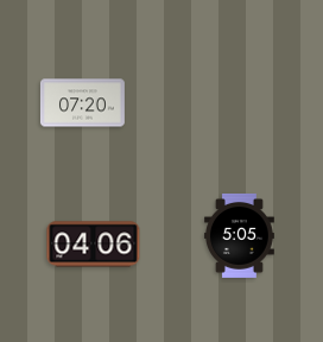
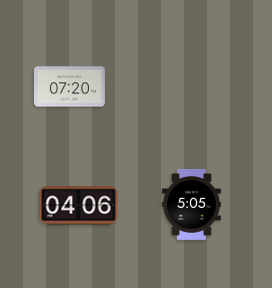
clock at (239, 235) position: (239, 235) -> (191, 204)
